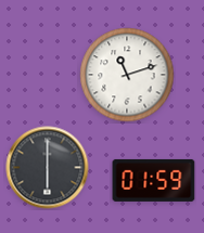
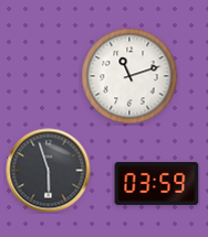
clock at (48, 168): 6:00 -> 5:57
clock at (154, 180): 01:59 -> 03:59
